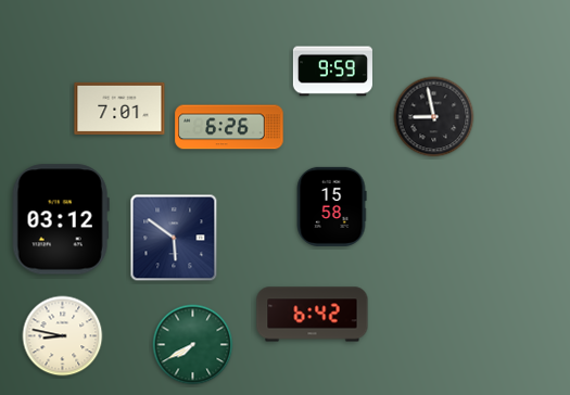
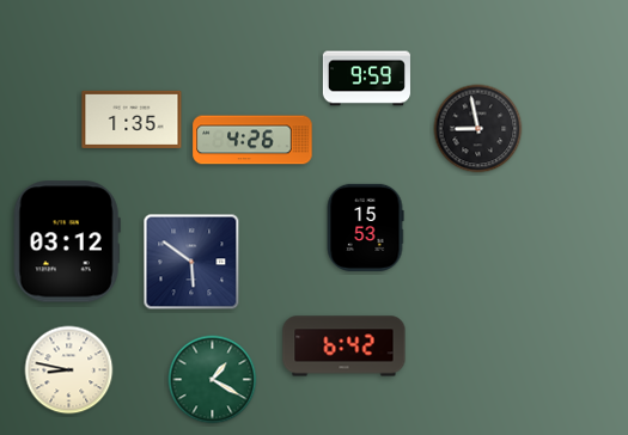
clock at (119, 109): 7:01 -> 1:35
clock at (229, 127): 6:26 -> 4:26
clock at (331, 206): 15:58 -> 15:53
clock at (193, 345): 7:40 -> 1:20
